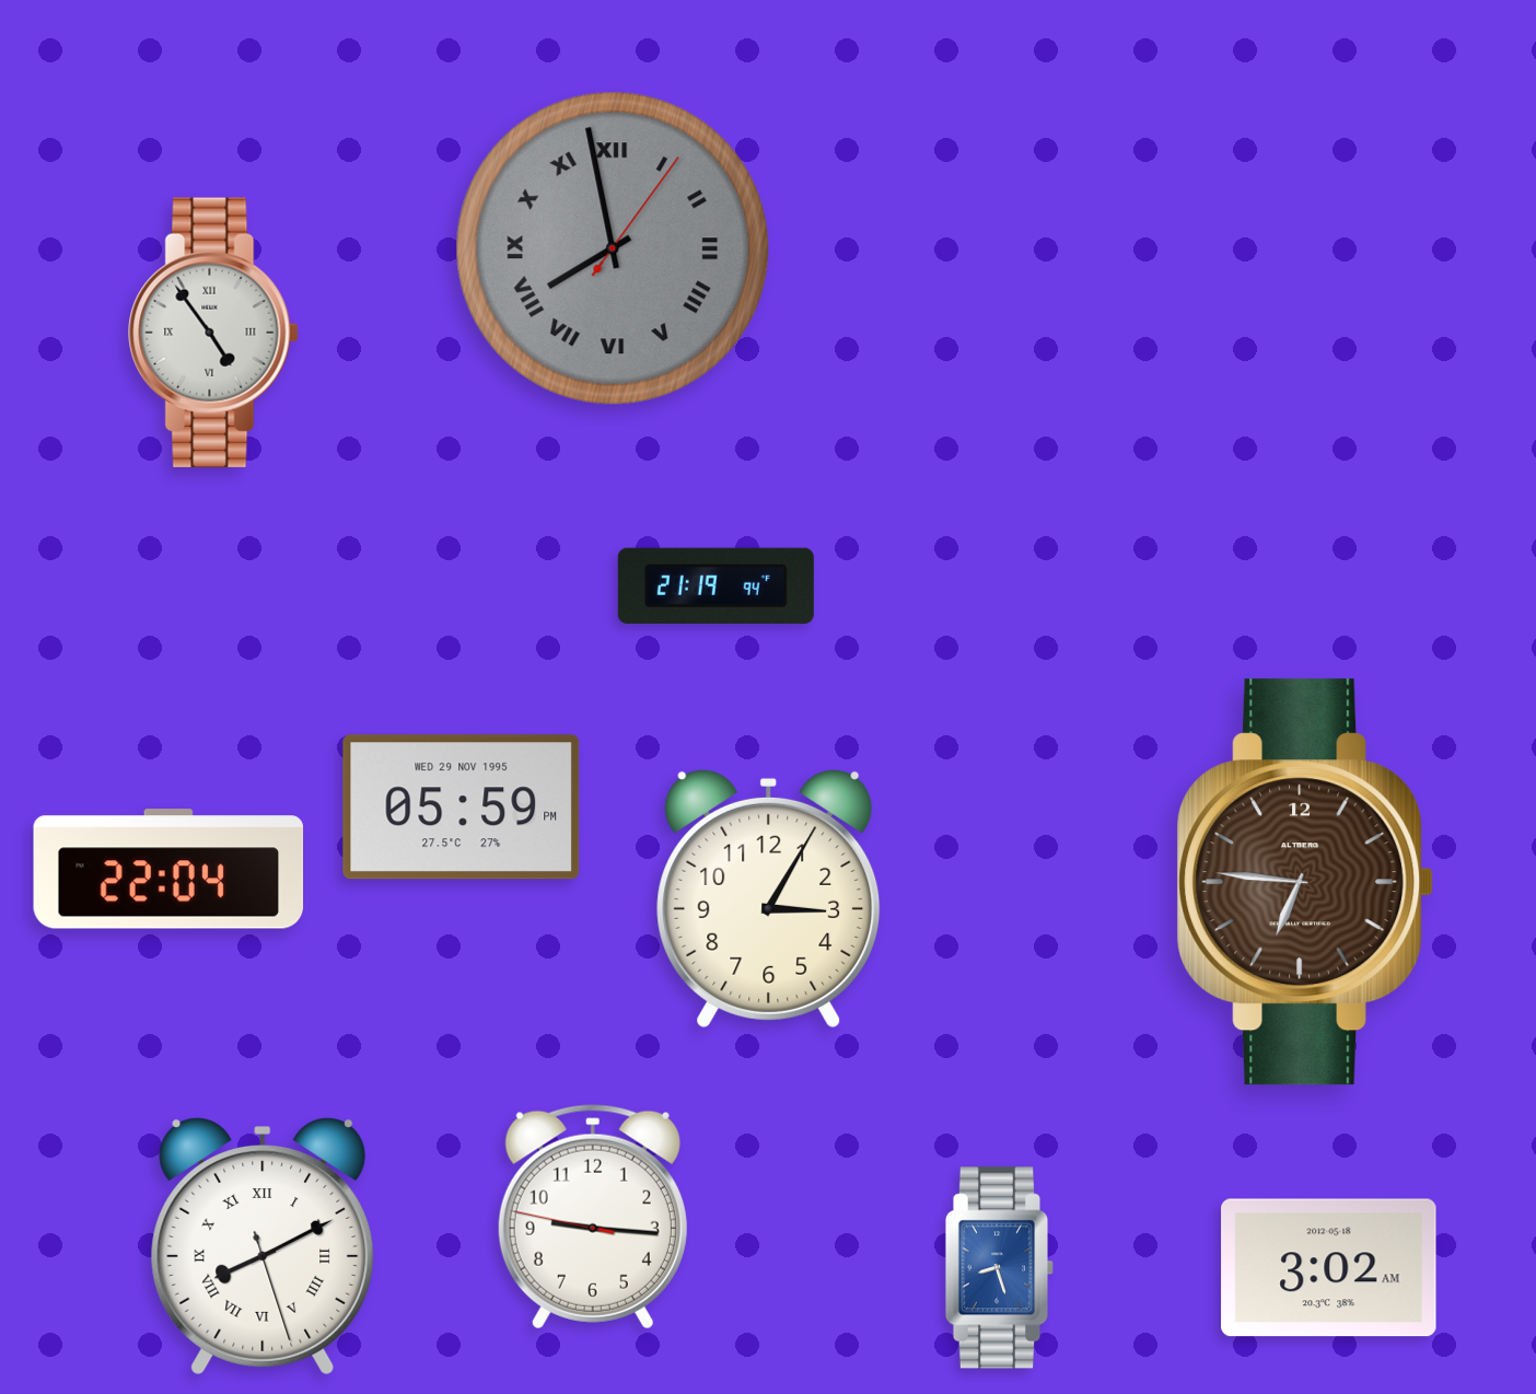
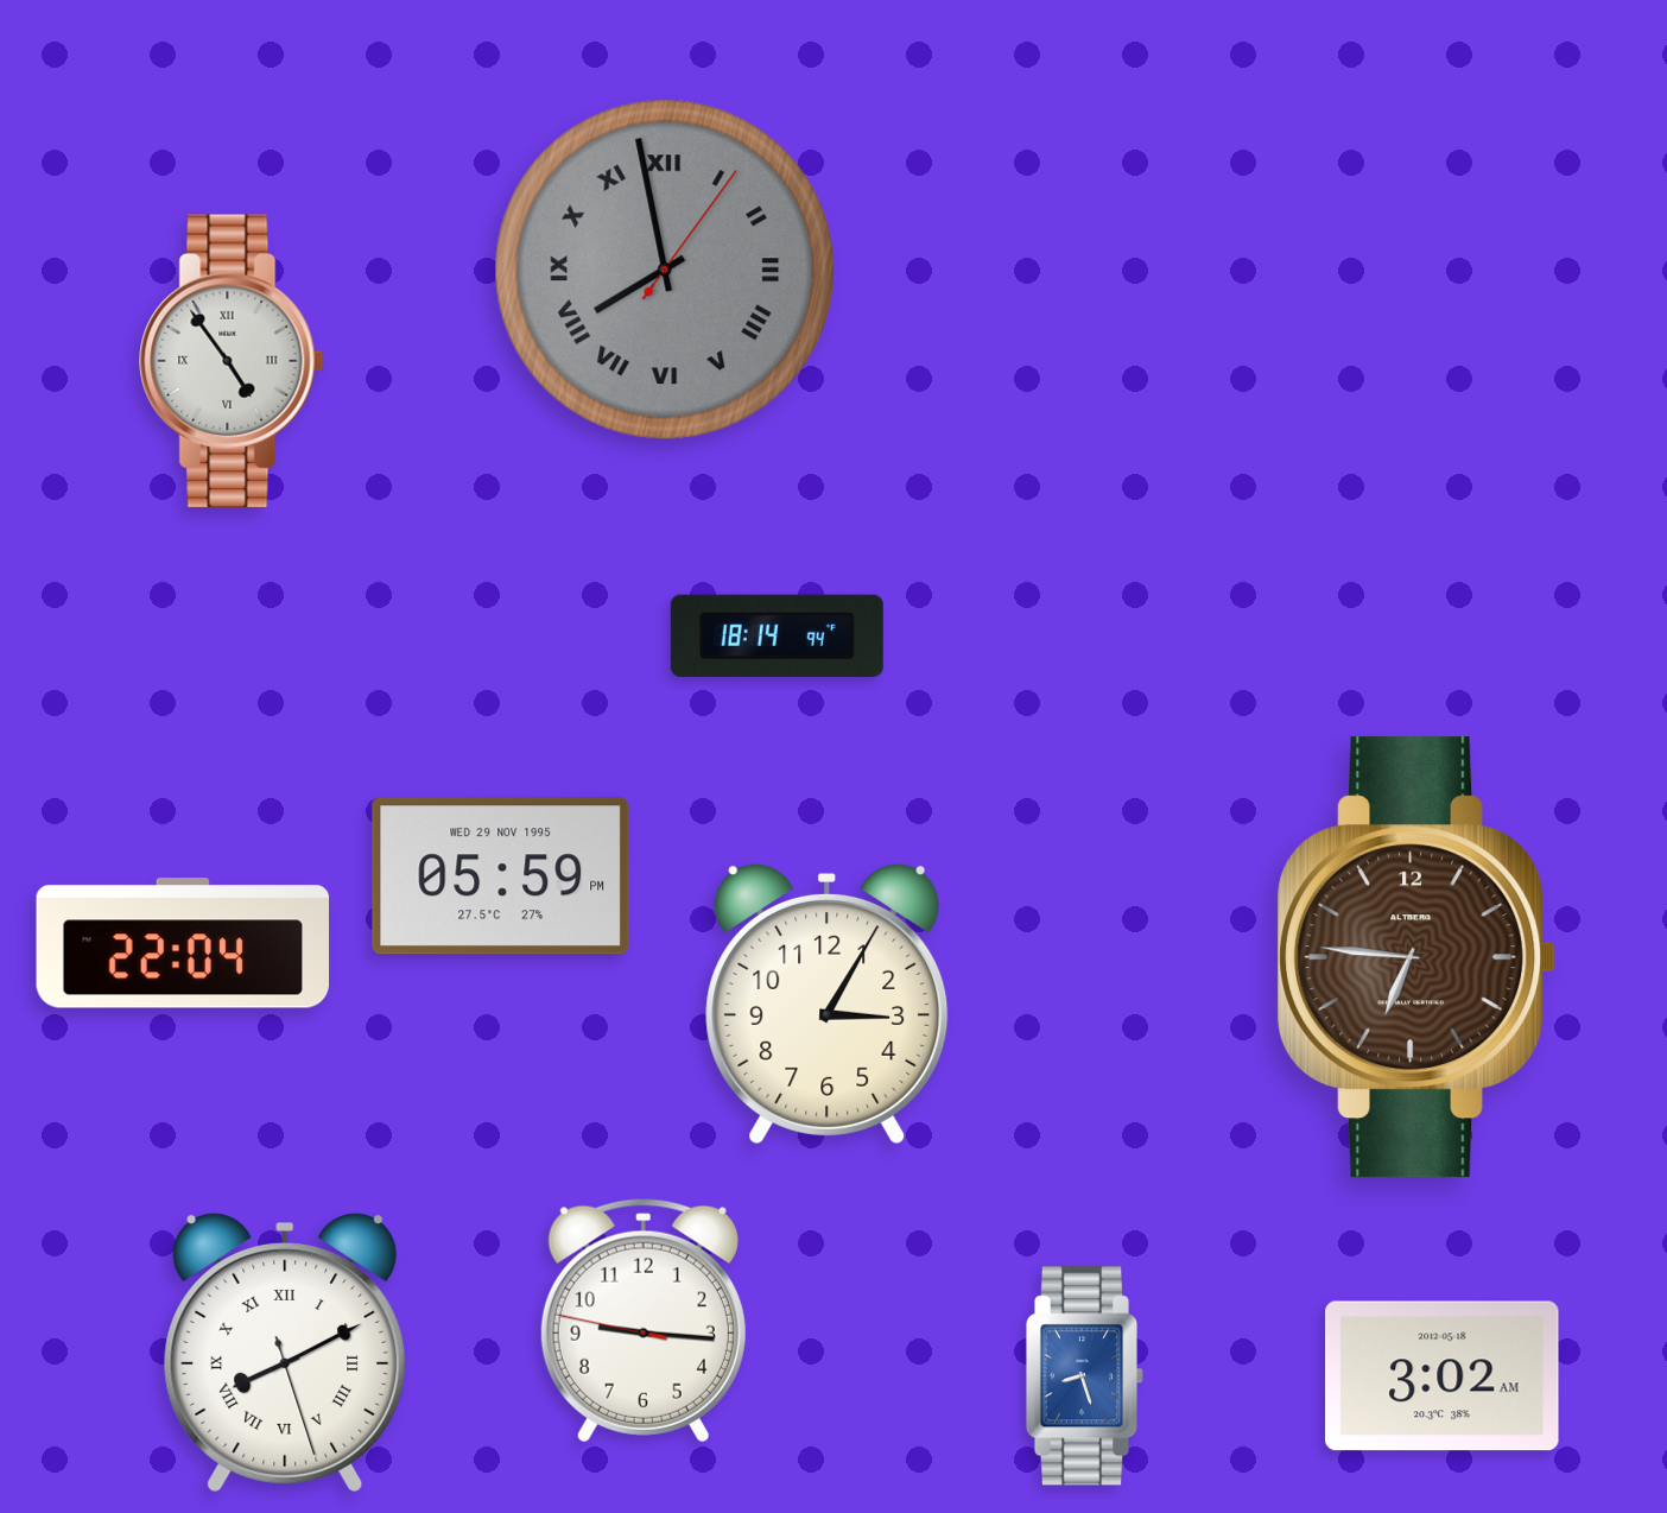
clock at (715, 585): 21:19 -> 18:14
clock at (769, 898) position: (769, 898) -> (828, 1004)
